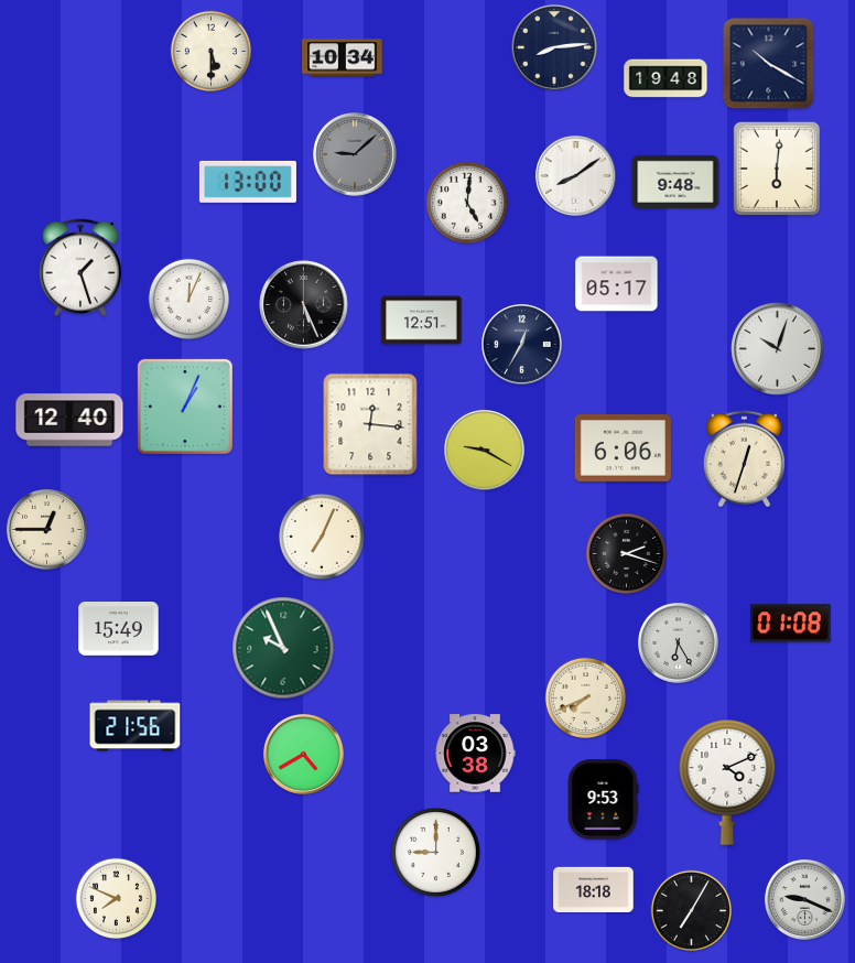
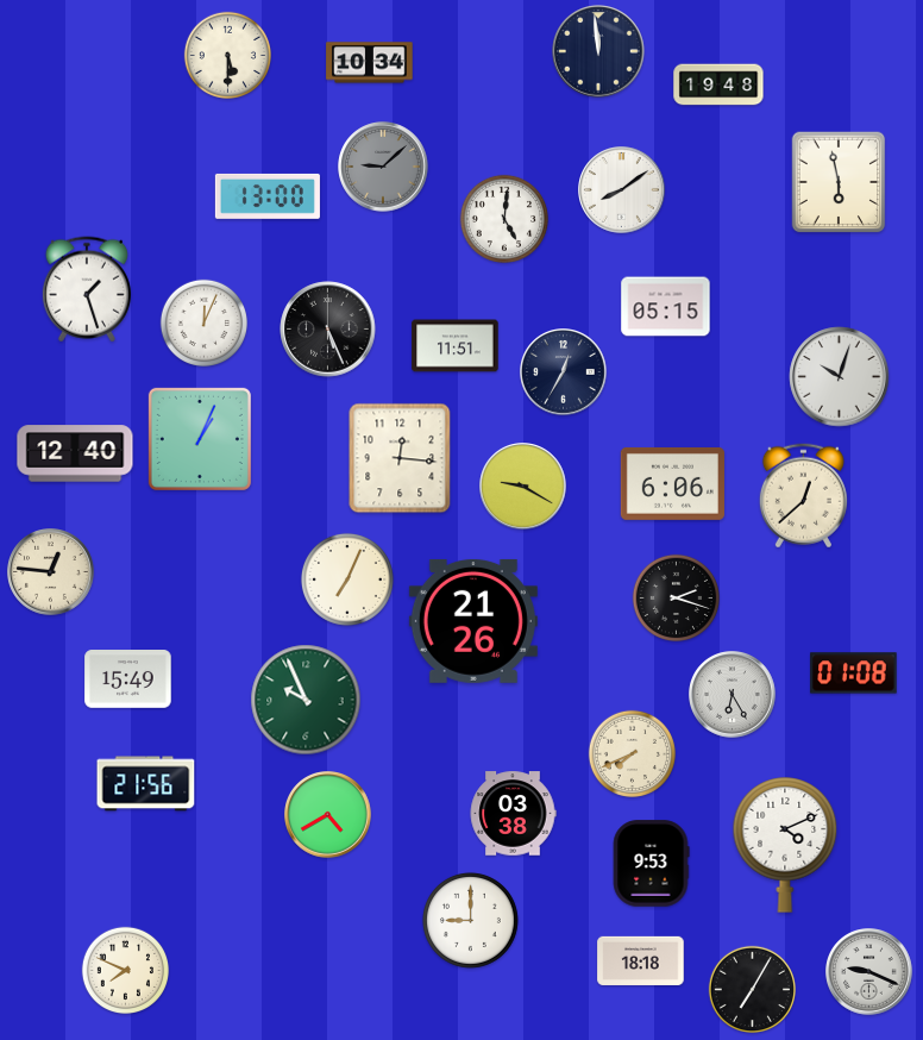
clock at (554, 47): 8:14 -> 11:59
clock at (769, 64): 10:20 -> none
clock at (777, 169): 6:01 -> 5:58
clock at (675, 182): 9:48 -> none
clock at (617, 284): 05:17 -> 05:15
clock at (422, 321): 12:51 -> 11:51
clock at (744, 459): 12:33 -> 12:38
clock at (47, 530): 12:45 -> 12:46
clock at (473, 621): none -> 21:26
clock at (691, 910) position: (691, 910) -> (752, 989)
